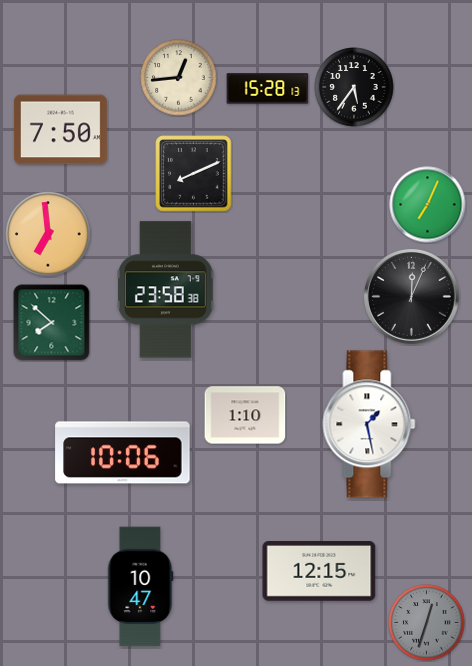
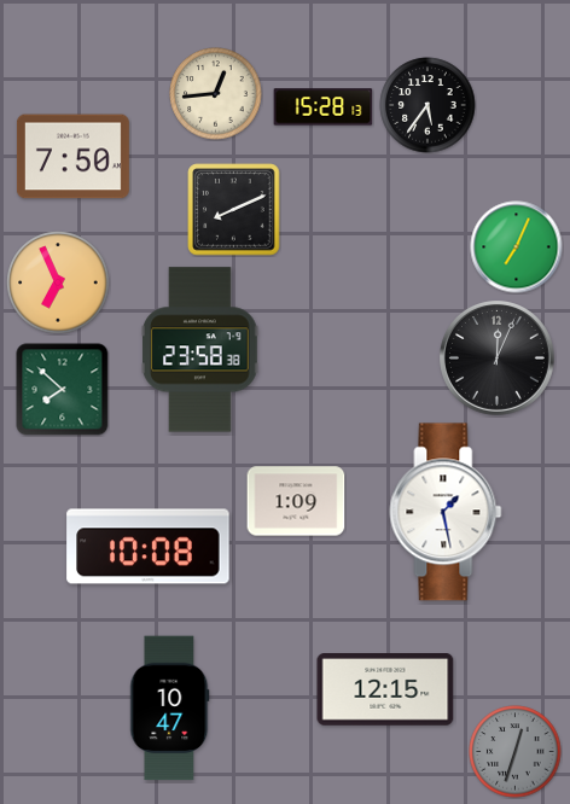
clock at (48, 234): 6:59 -> 6:56
clock at (245, 415): 1:10 -> 1:09
clock at (123, 453): 10:06 -> 10:08
